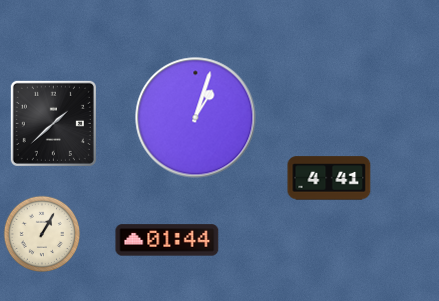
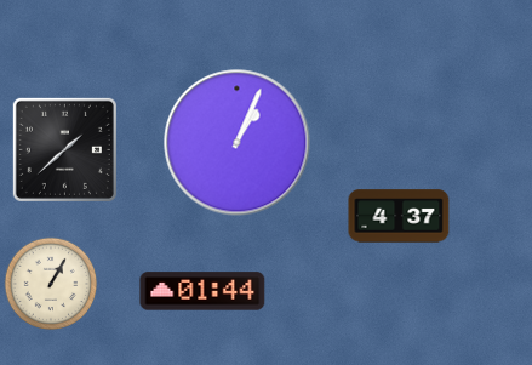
clock at (196, 118): 1:03 -> 1:04
clock at (329, 178): 4:41 -> 4:37
